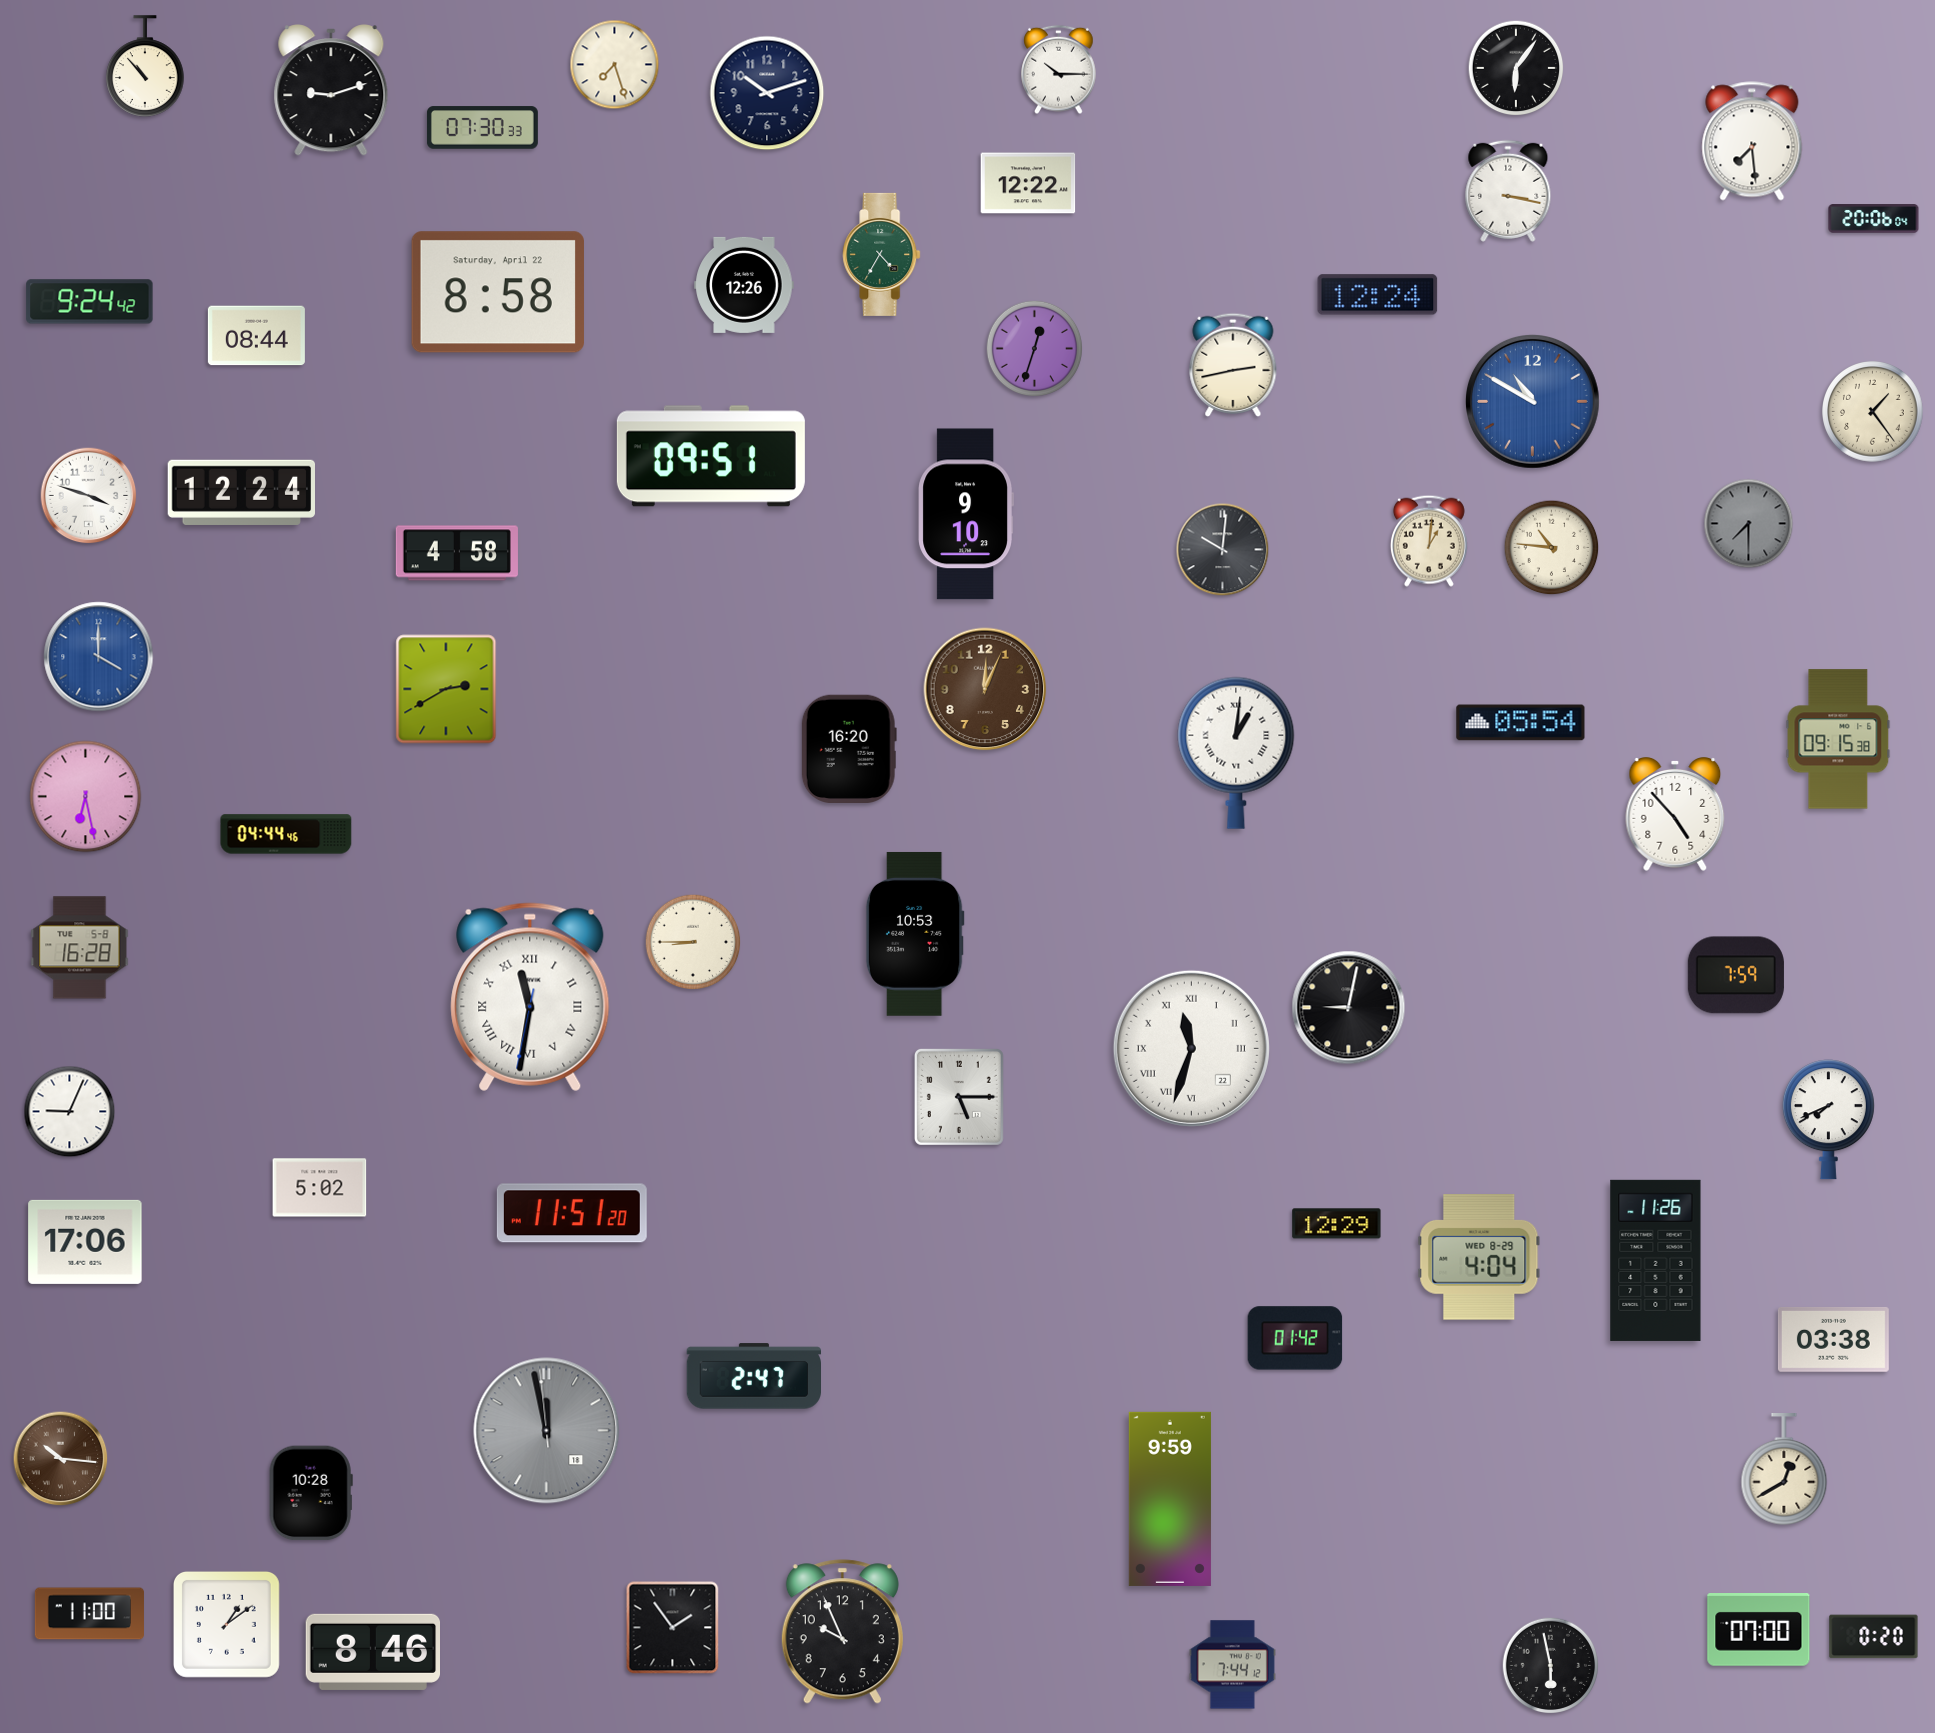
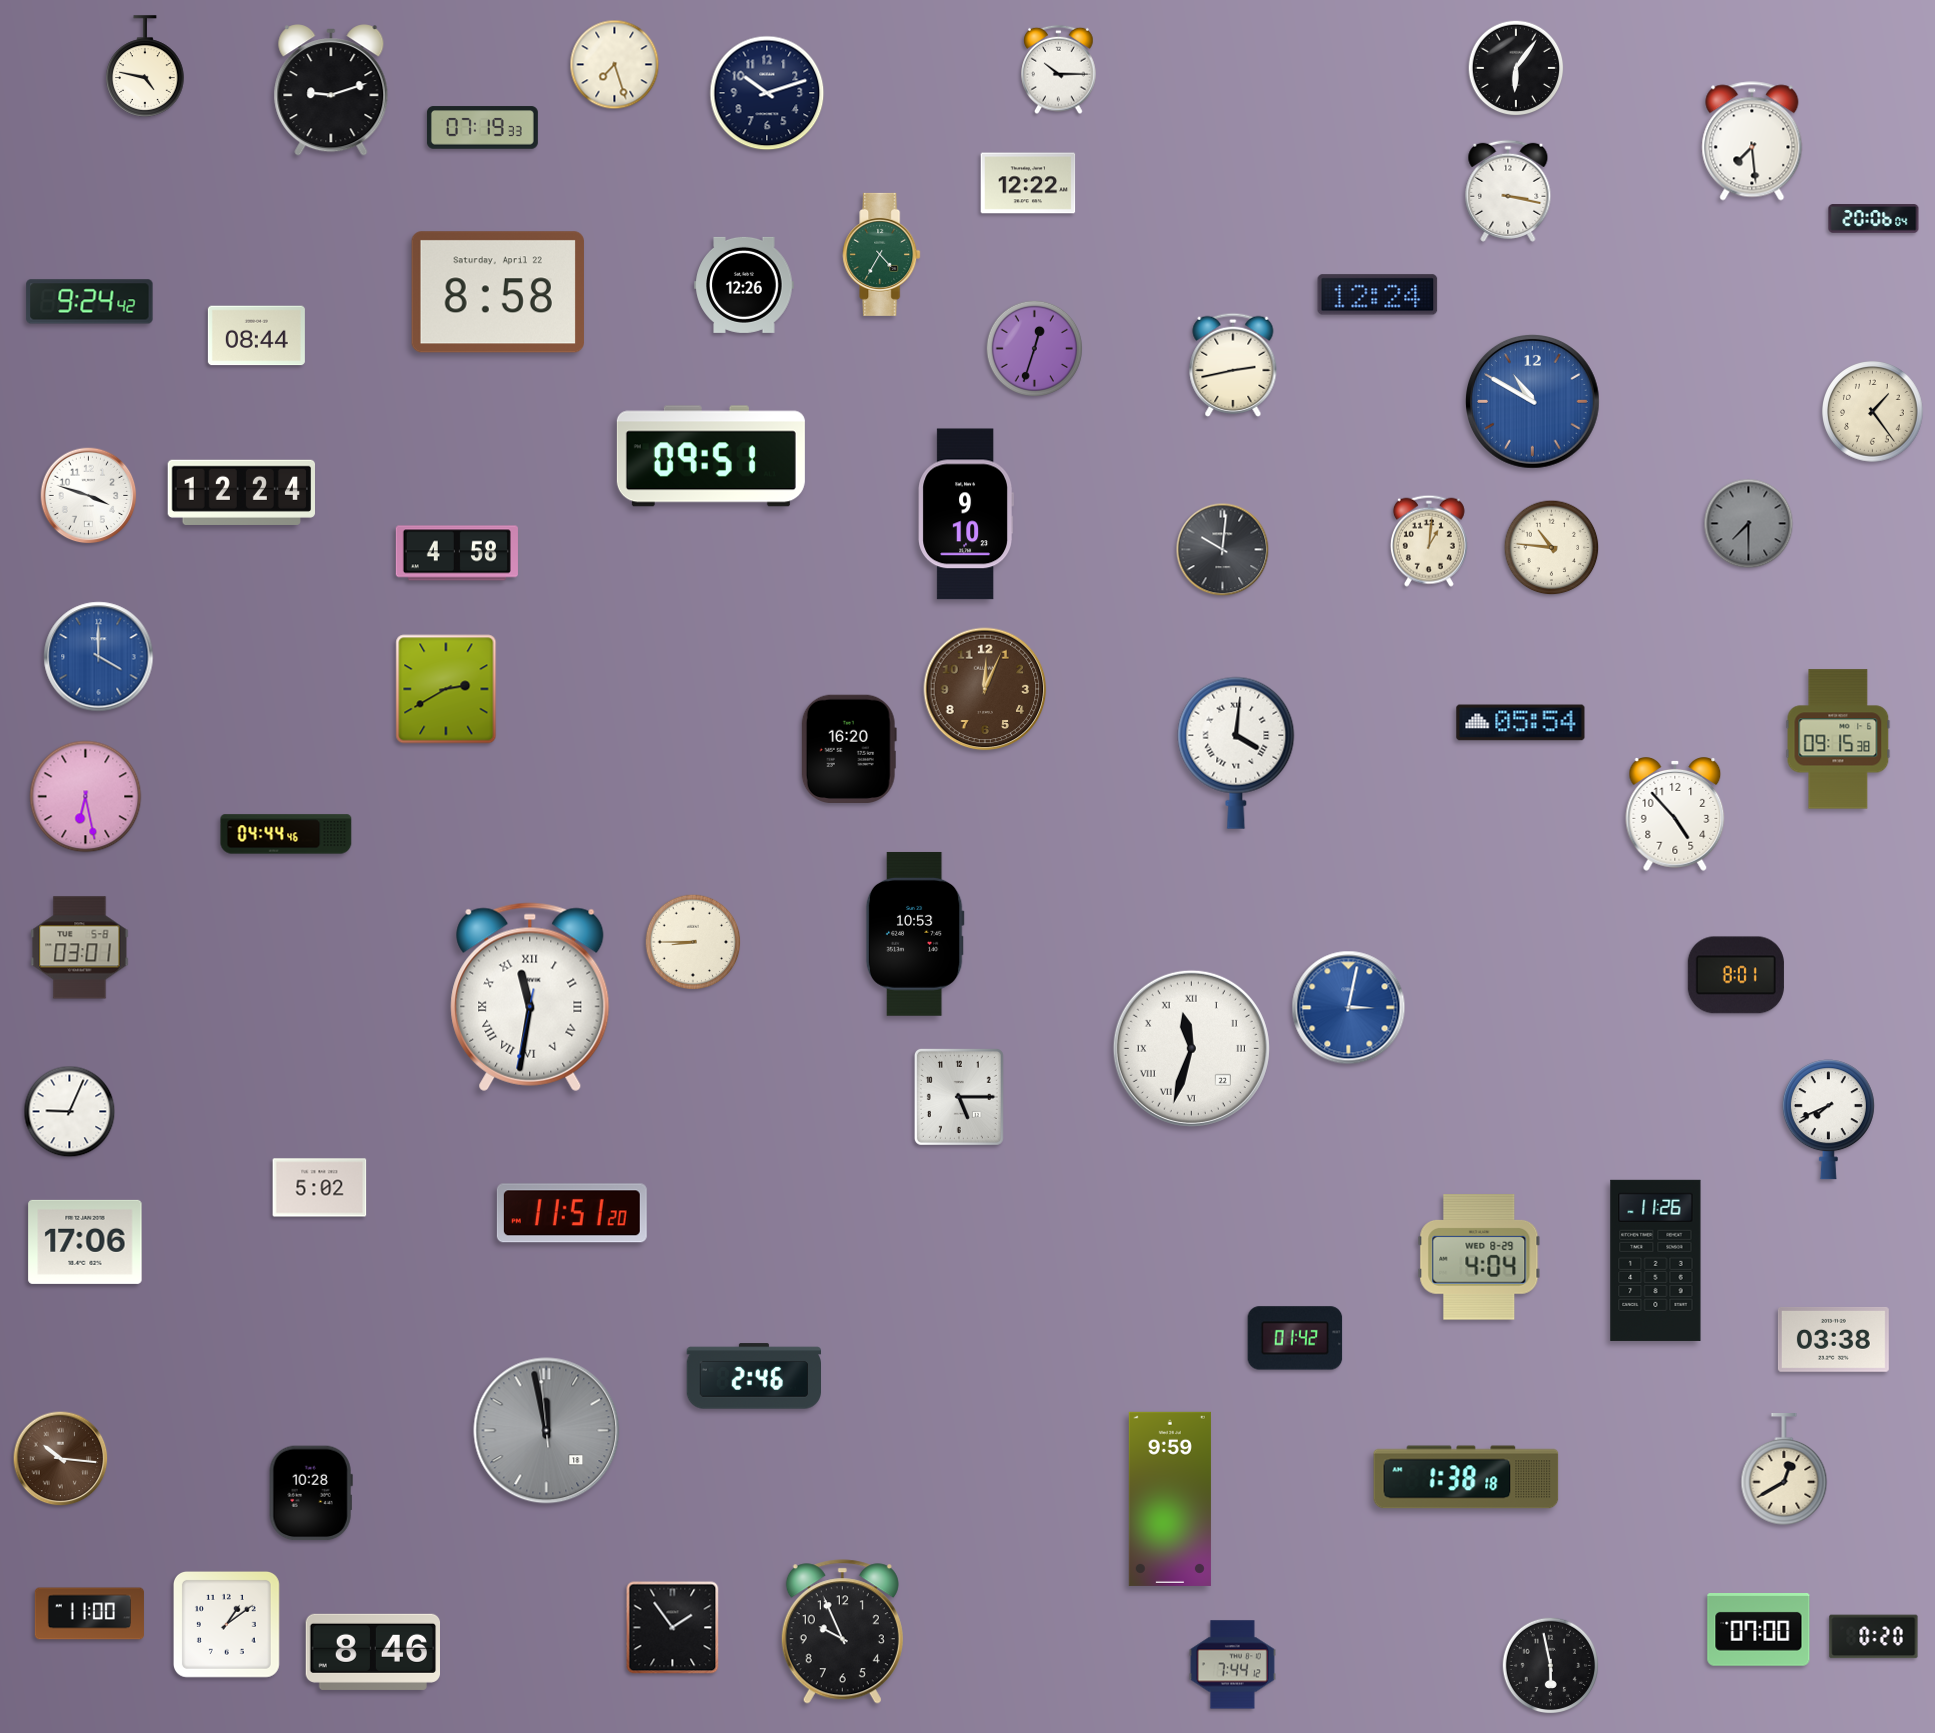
clock at (145, 66): 10:53 -> 4:47
clock at (482, 128): 07:30 -> 07:19
clock at (1236, 753): 1:01 -> 4:01
clock at (80, 948): 16:28 -> 03:01
clock at (1736, 975): 7:59 -> 8:01
clock at (1349, 1008): 9:02 -> 3:02
clock at (1349, 1008) dial: black -> blue
clock at (1337, 1224): 12:29 -> none
clock at (753, 1376): 2:47 -> 2:46
clock at (1466, 1477): none -> 1:38
